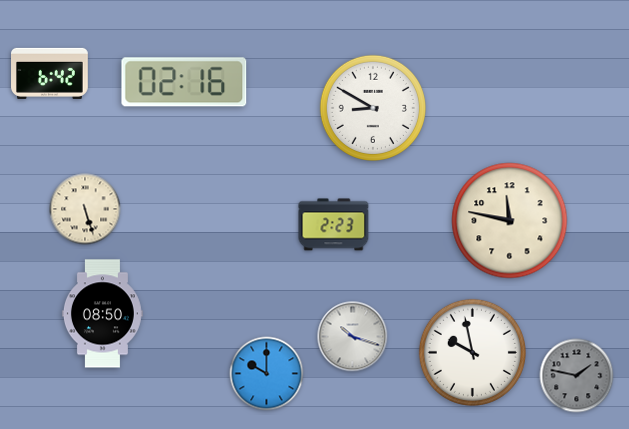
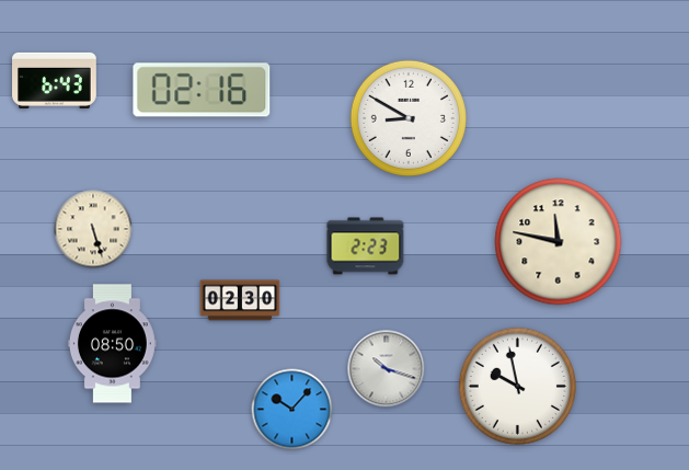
clock at (50, 73): 6:42 -> 6:43
clock at (240, 300): none -> 02:30
clock at (267, 374): 10:00 -> 10:07
clock at (577, 376): 1:47 -> none
